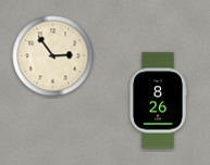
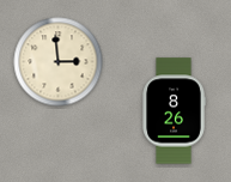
clock at (53, 56): 2:54 -> 2:59
